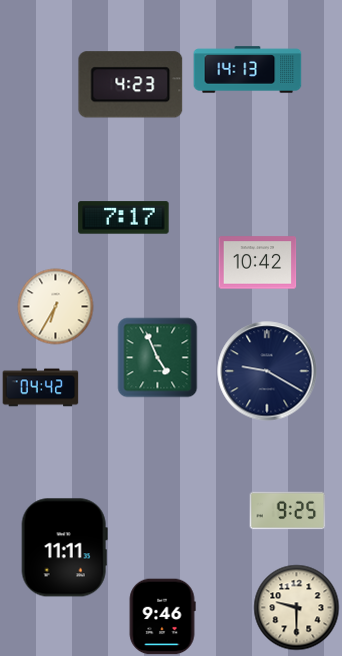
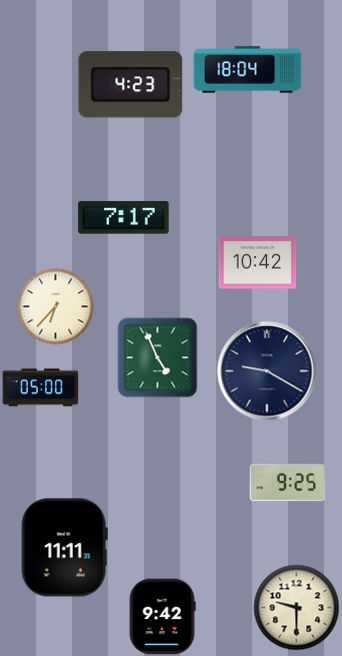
clock at (248, 70): 14:13 -> 18:04
clock at (56, 307): 6:35 -> 6:37
clock at (41, 388): 04:42 -> 05:00
clock at (288, 511) position: (288, 511) -> (288, 483)
clock at (162, 617): 9:46 -> 9:42
